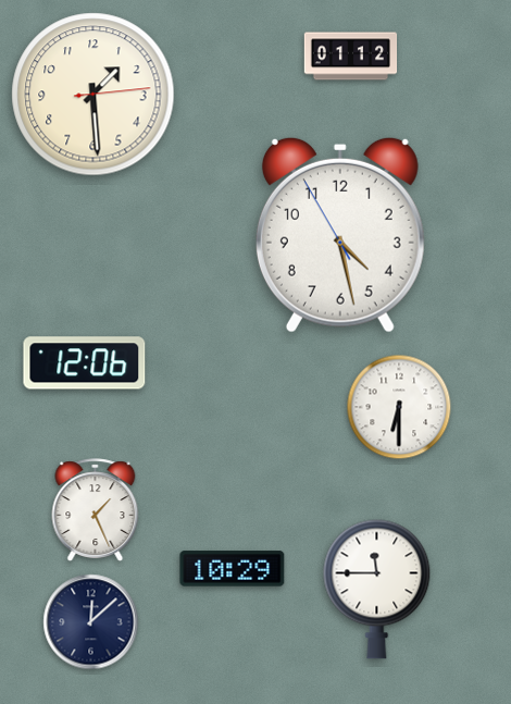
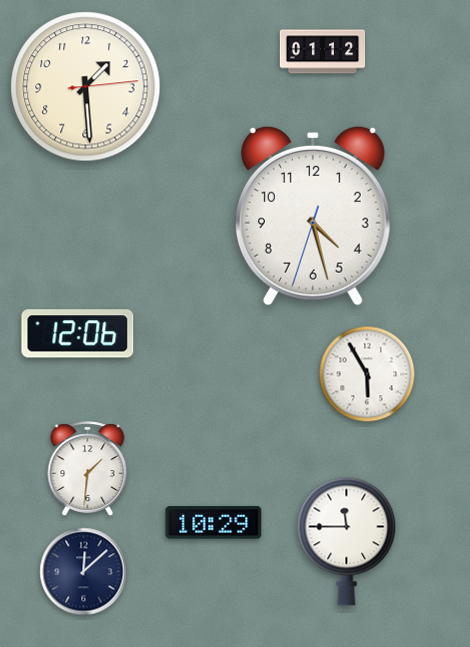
clock at (340, 235): 4:27:55 -> 4:27:33
clock at (399, 407): 6:30 -> 5:55
clock at (96, 510): 1:26 -> 1:31
